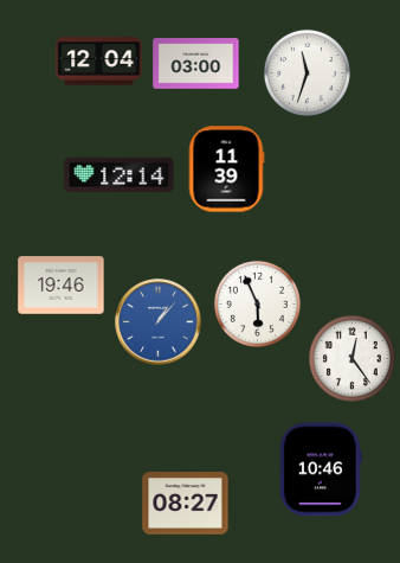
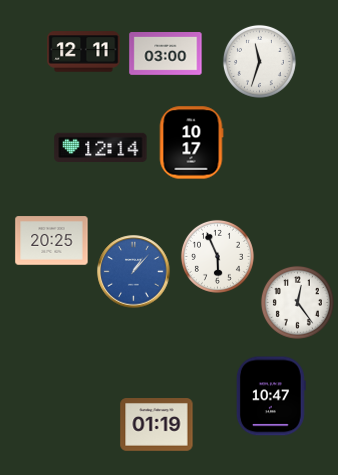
clock at (99, 62): 12:04 -> 12:11
clock at (226, 169): 11:39 -> 10:17
clock at (62, 286): 19:46 -> 20:25
clock at (321, 469): 10:46 -> 10:47
clock at (186, 504): 08:27 -> 01:19
